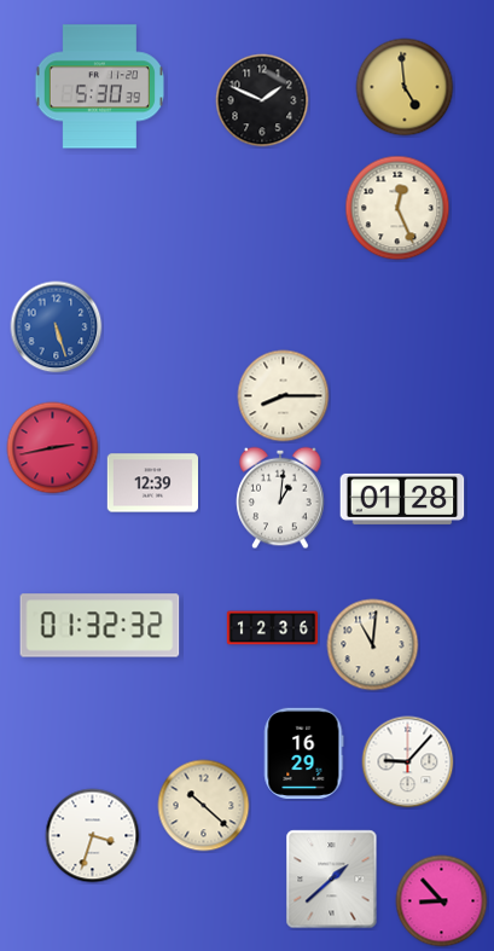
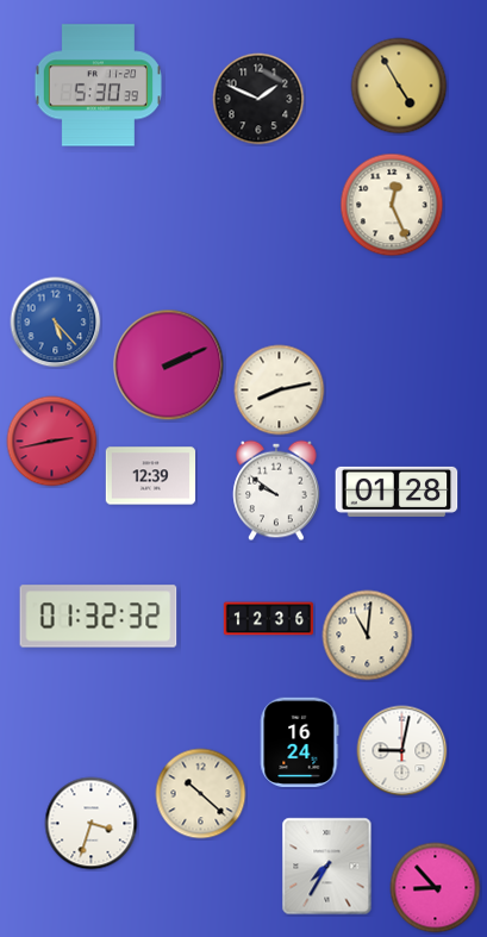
clock at (405, 87): 4:59 -> 4:55
clock at (57, 327): 5:27 -> 5:23
clock at (169, 366): none -> 2:11
clock at (284, 396): 8:15 -> 8:13
clock at (280, 498): 1:01 -> 9:51
clock at (303, 753): 16:29 -> 16:24
clock at (408, 762): 9:07 -> 9:02
clock at (332, 880): 1:38 -> 7:35
